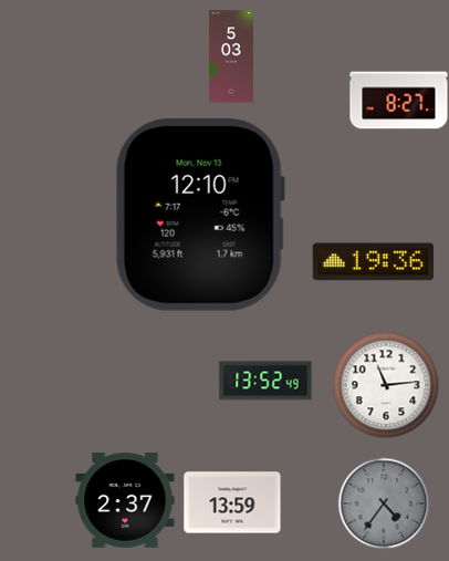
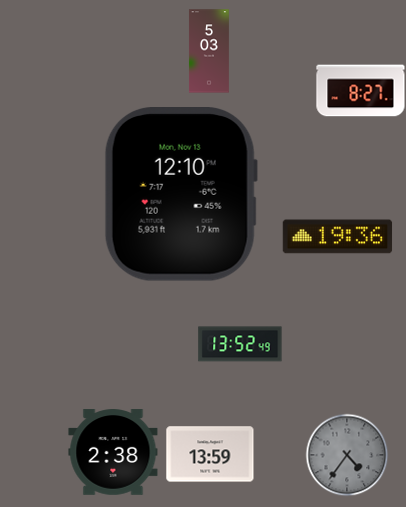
clock at (386, 385): 11:14 -> none
clock at (125, 500): 2:37 -> 2:38
